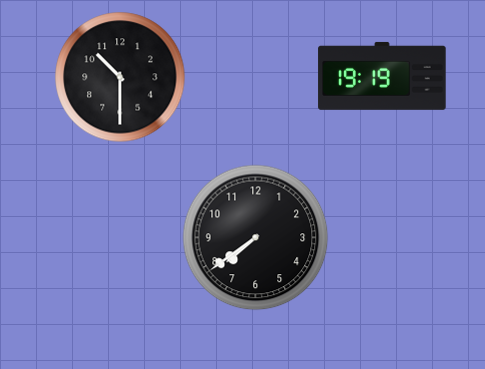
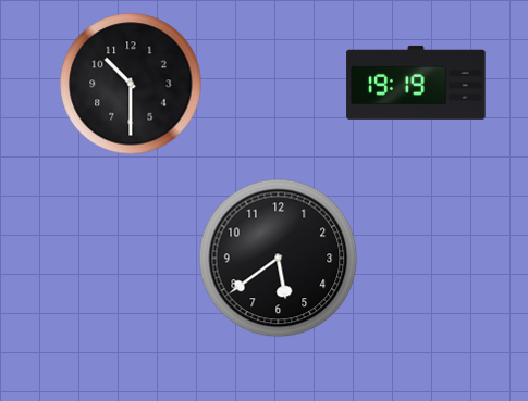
clock at (256, 238): 7:39 -> 5:39
